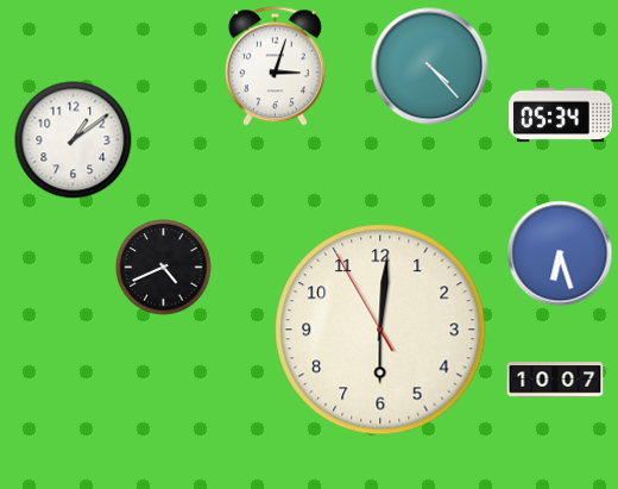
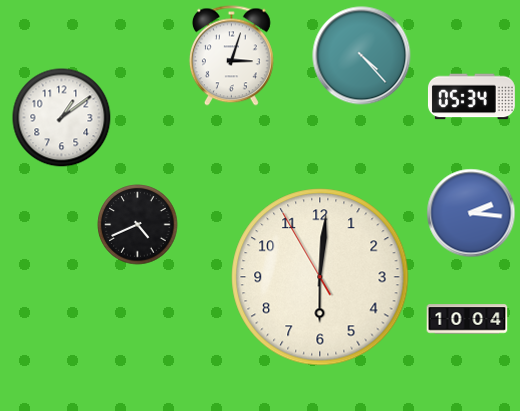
clock at (560, 253): 6:27 -> 2:16
clock at (555, 380): 10:07 -> 10:04
